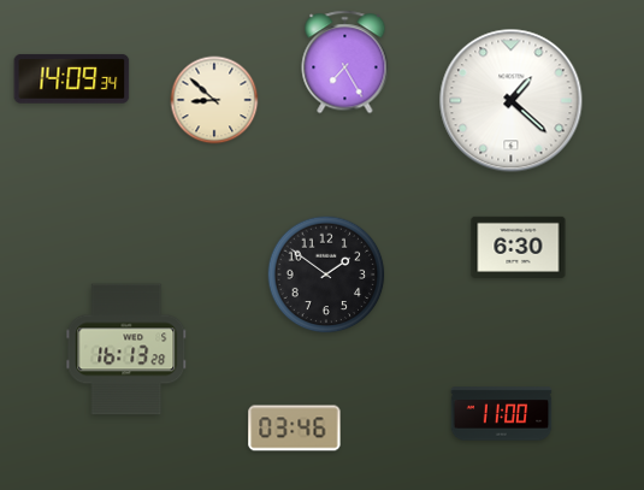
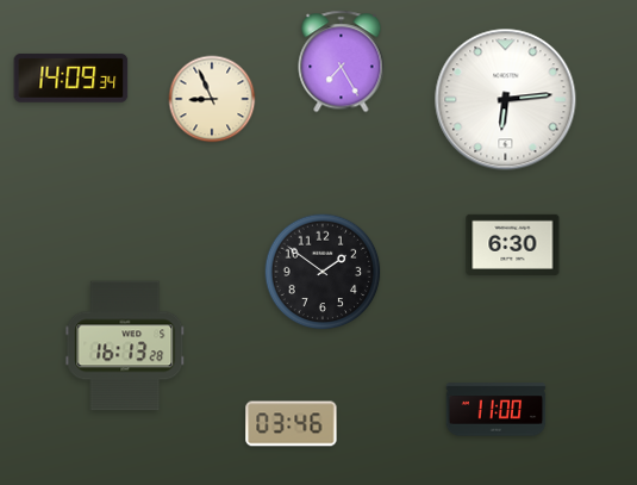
clock at (214, 100): 8:52 -> 8:56
clock at (512, 101): 1:22 -> 6:14
